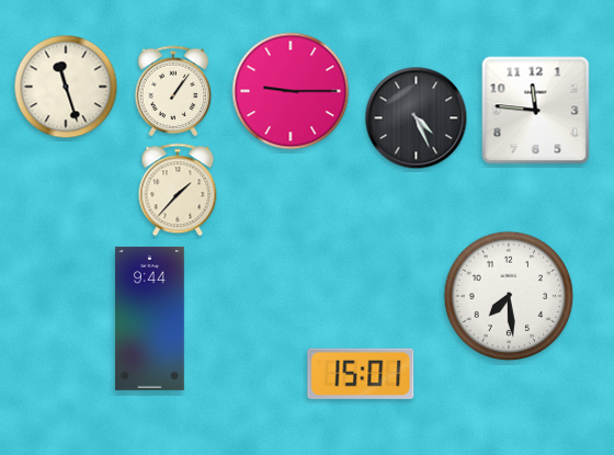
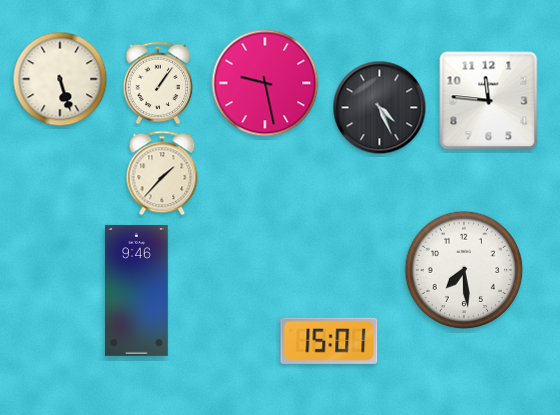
clock at (66, 87): 11:27 -> 5:27
clock at (291, 91): 9:15 -> 9:28
clock at (150, 318): 9:44 -> 9:46
